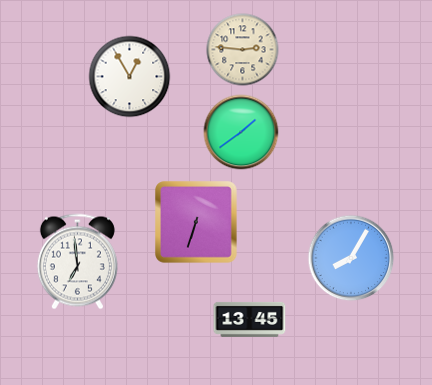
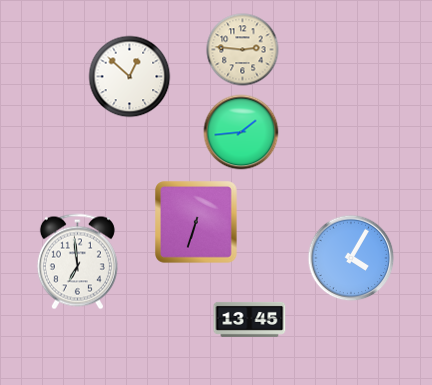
clock at (130, 77): 12:55 -> 12:52
clock at (241, 132): 1:39 -> 1:44
clock at (351, 258): 8:05 -> 4:05
